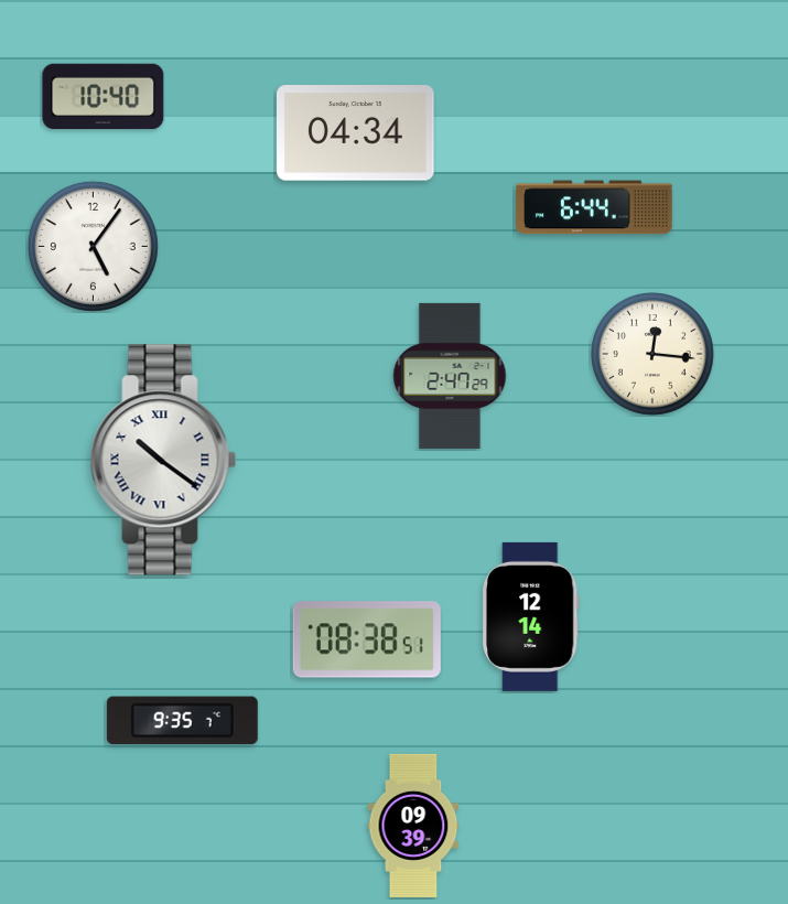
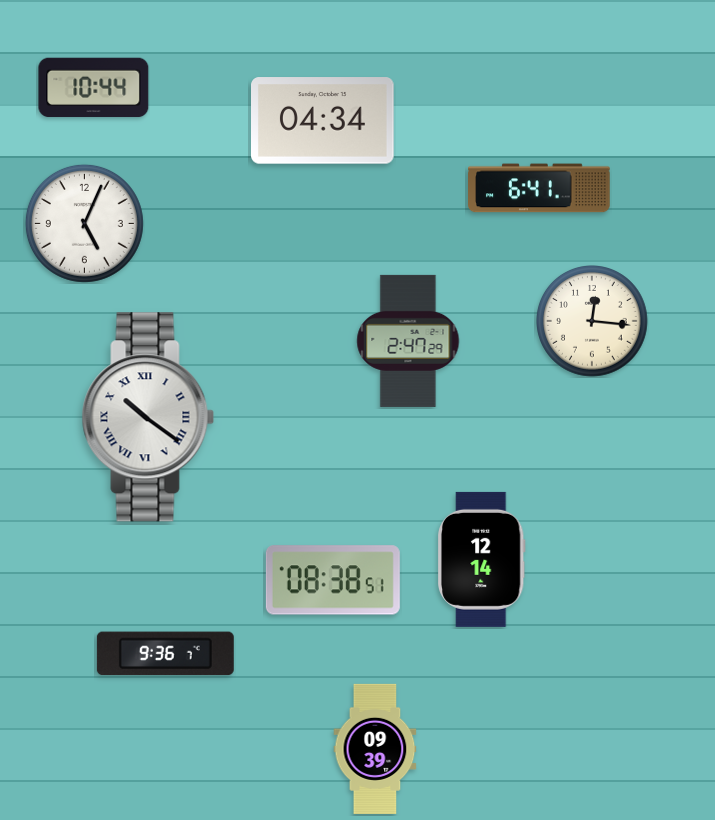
clock at (104, 97): 10:40 -> 10:44
clock at (594, 207): 6:44 -> 6:41
clock at (93, 246): 5:06 -> 5:04
clock at (182, 721): 9:35 -> 9:36
